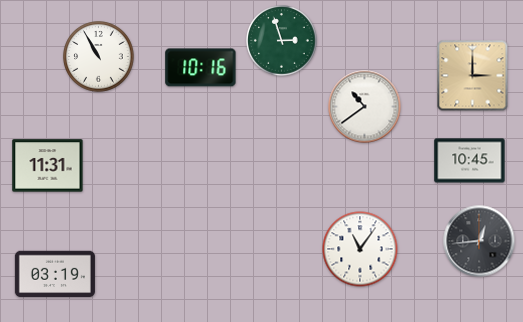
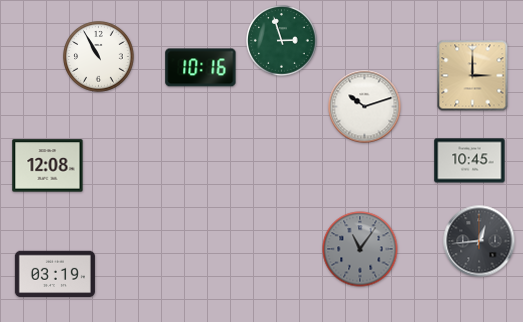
clock at (365, 107): 10:39 -> 10:12
clock at (48, 166): 11:31 -> 12:08
clock at (360, 249) dial: white -> grey
